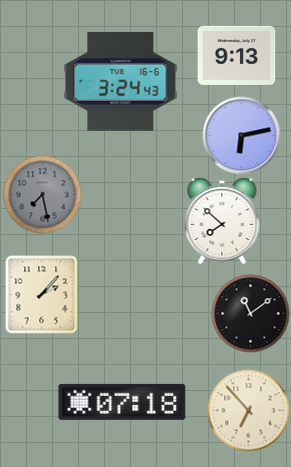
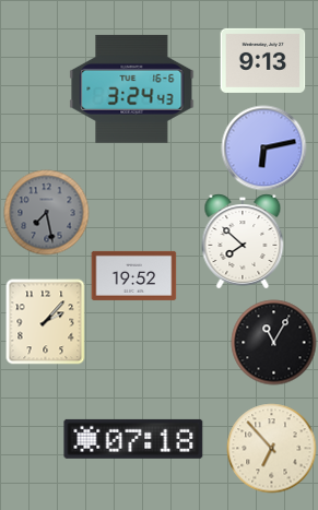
clock at (236, 55) position: (236, 55) -> (262, 60)
clock at (133, 275): none -> 19:52
clock at (250, 313): 11:09 -> 11:05
